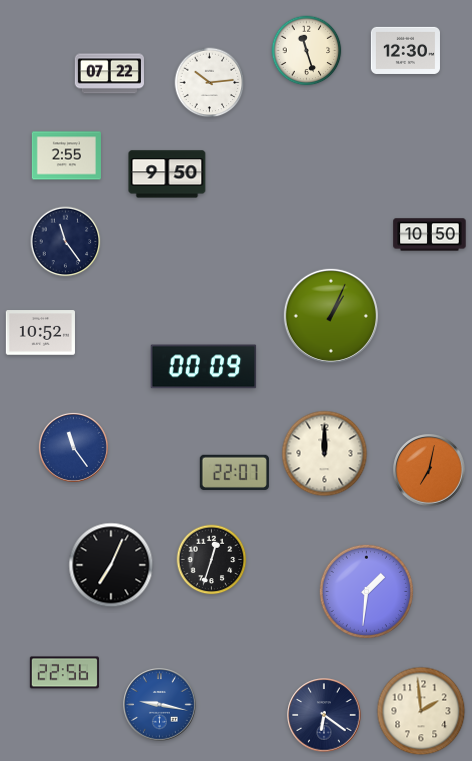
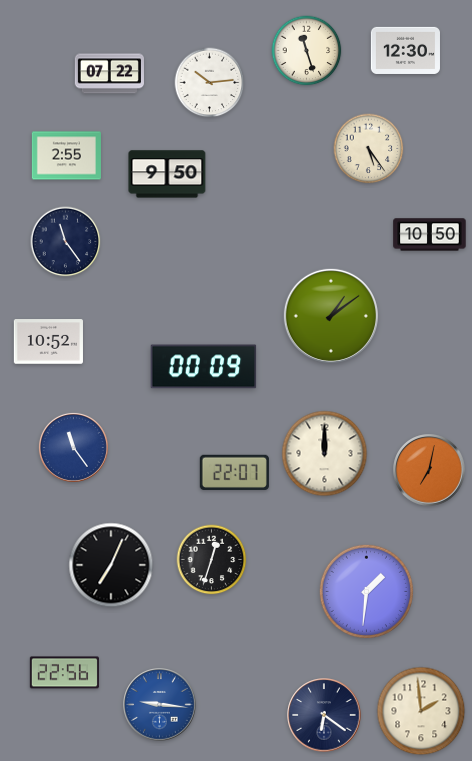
clock at (369, 149): none -> 5:24
clock at (331, 316): 1:04 -> 1:09
clock at (40, 333) position: (40, 333) -> (48, 342)
clock at (160, 705): 9:17 -> 9:16
